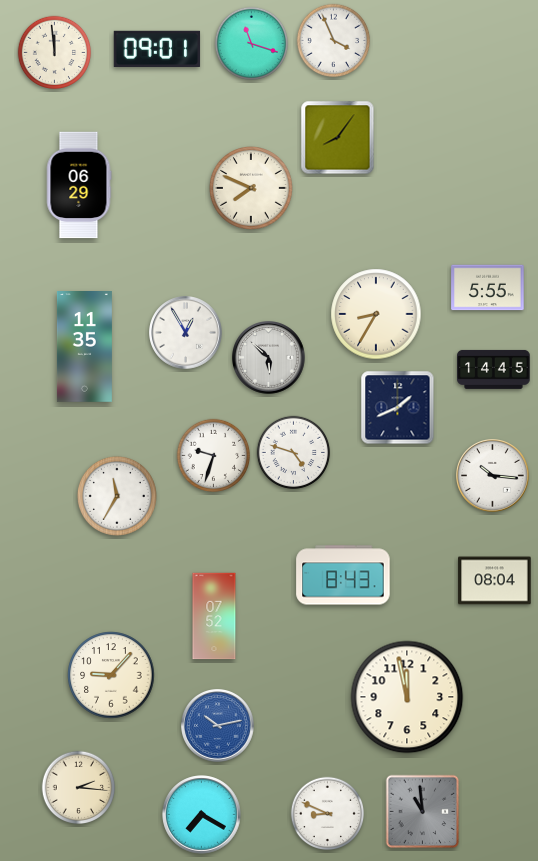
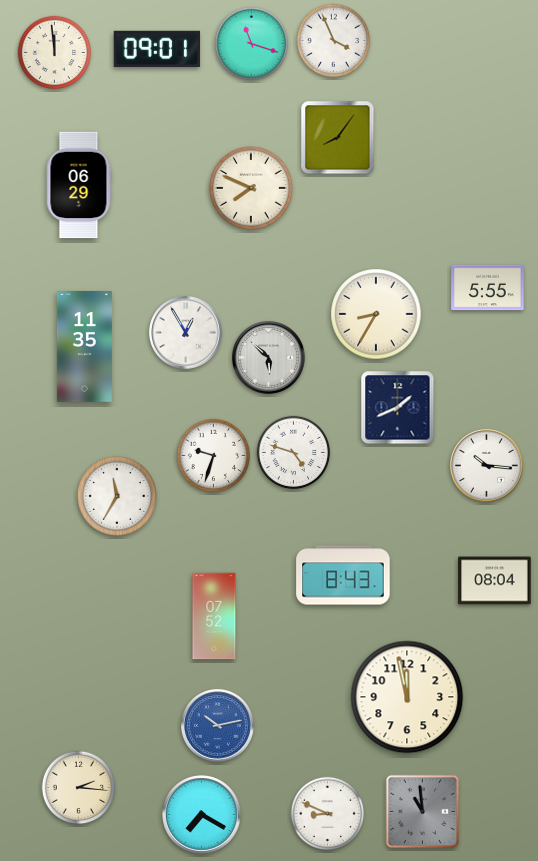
clock at (494, 369): 14:45 -> none
clock at (493, 476) position: (493, 476) -> (487, 466)
clock at (111, 675): 9:07 -> none
